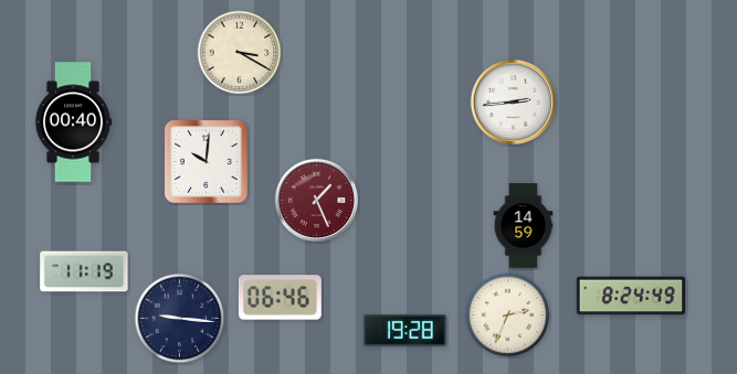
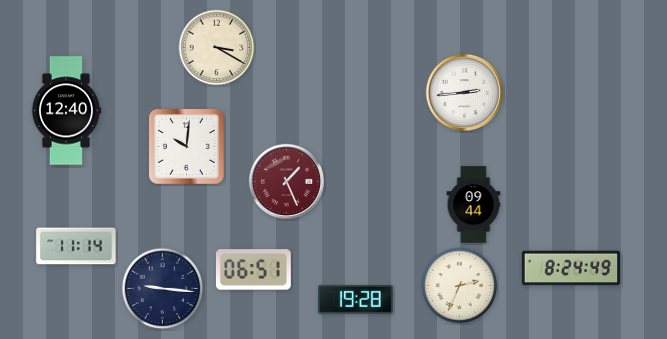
clock at (73, 122): 00:40 -> 12:40
clock at (524, 226): 14:59 -> 09:44
clock at (84, 271): 11:19 -> 11:14
clock at (280, 298): 06:46 -> 06:51
clock at (404, 330) position: (404, 330) -> (355, 299)
